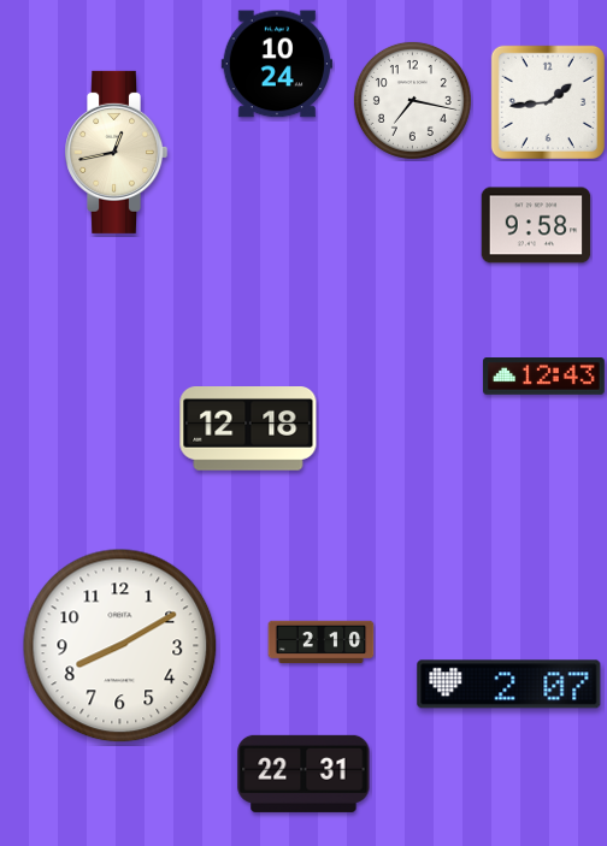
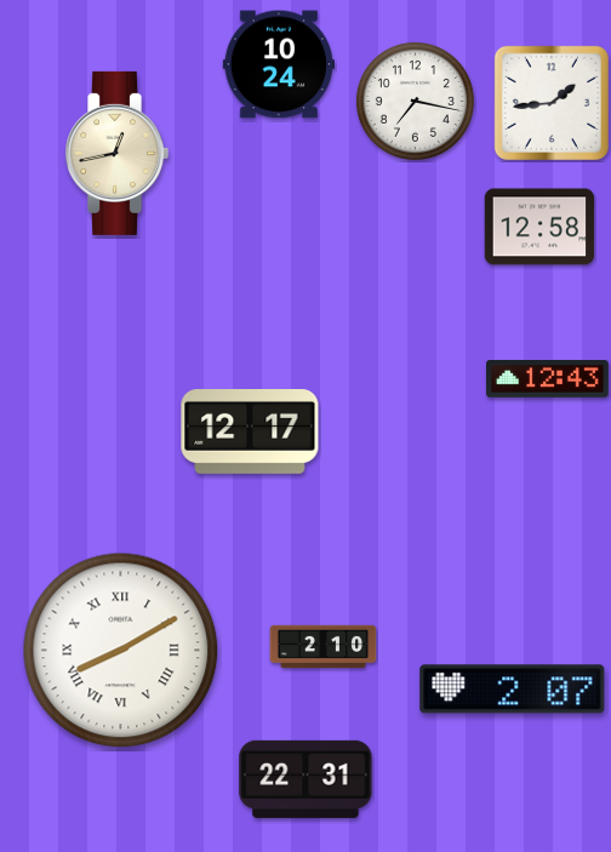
clock at (536, 225): 9:58 -> 12:58
clock at (248, 430): 12:18 -> 12:17
clock at (120, 646) numerals: Arabic -> Roman
